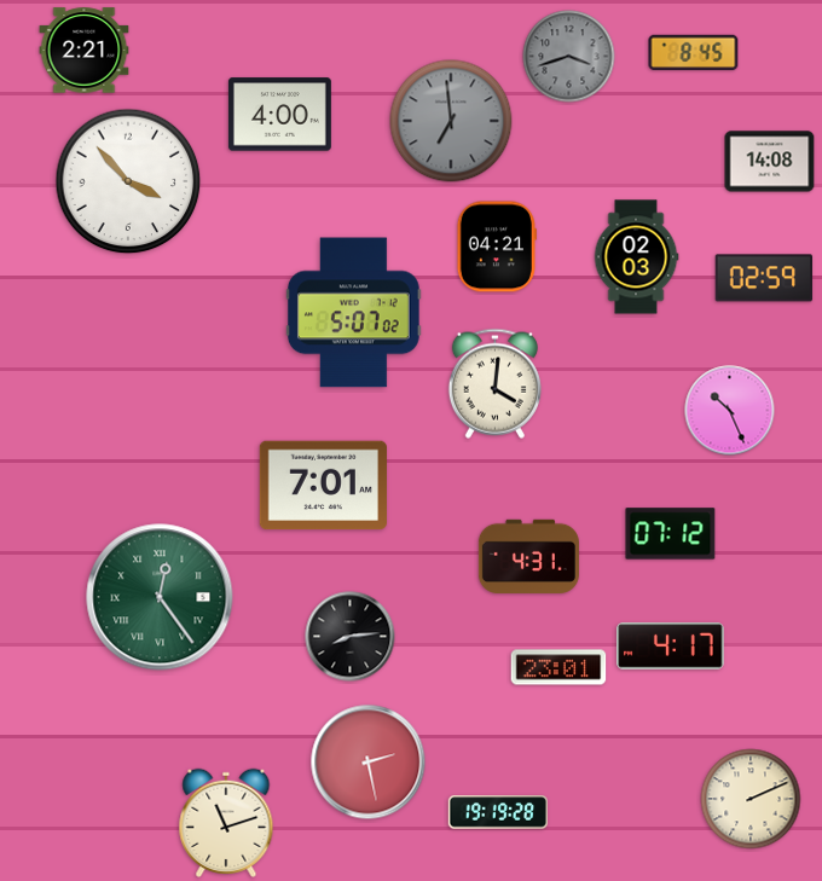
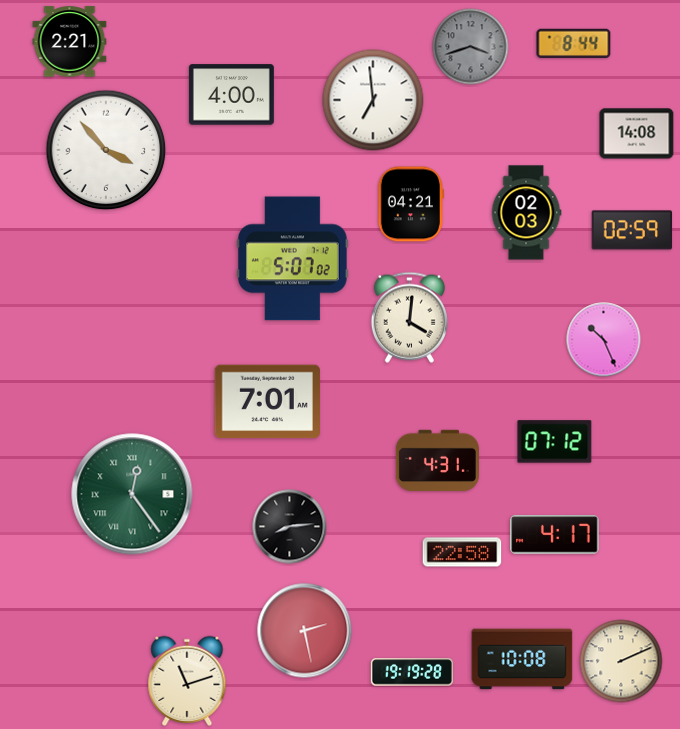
clock at (694, 52): 8:45 -> 8:44
clock at (451, 121) dial: grey -> white
clock at (558, 667): 23:01 -> 22:58
clock at (522, 659): none -> 10:08
